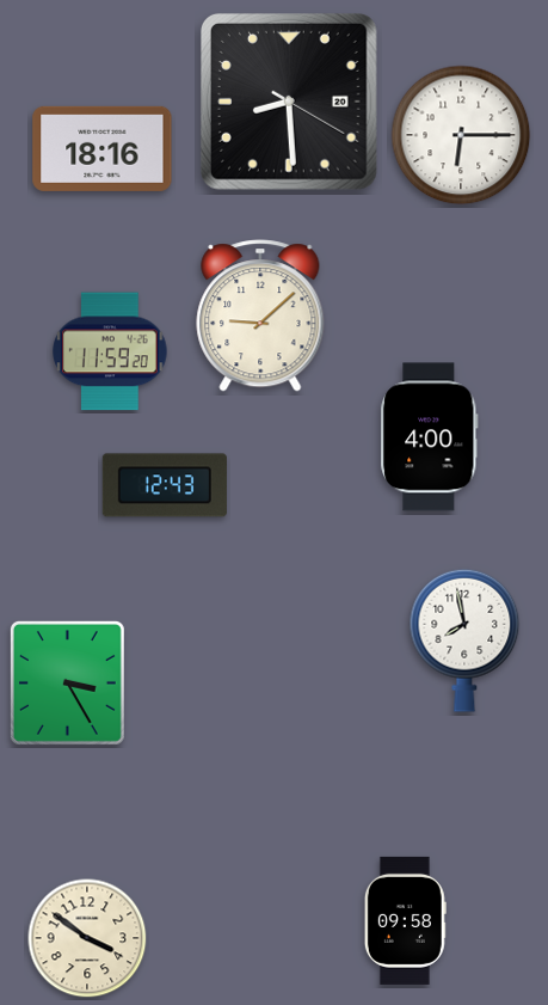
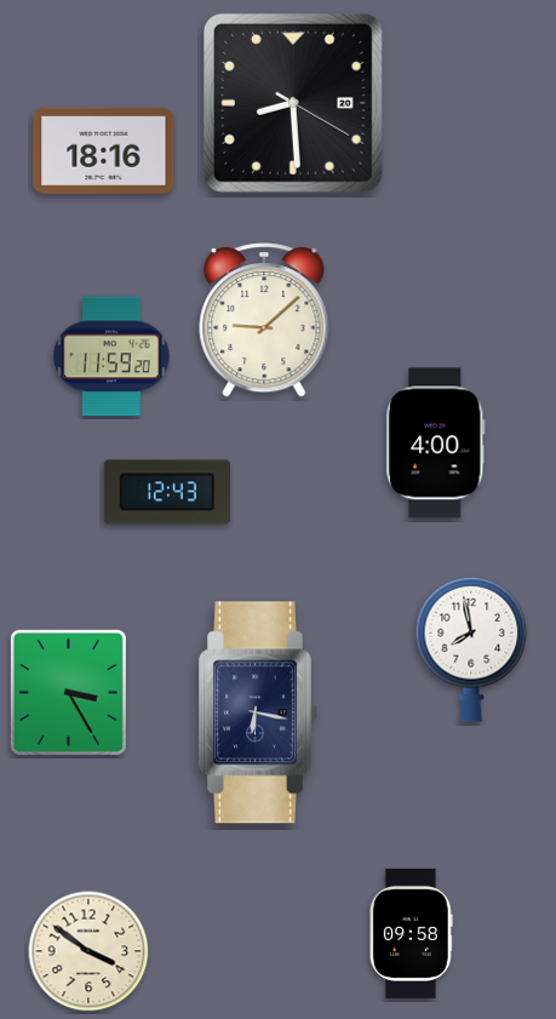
clock at (461, 135): 6:15 -> none
clock at (258, 712): none -> 6:17
